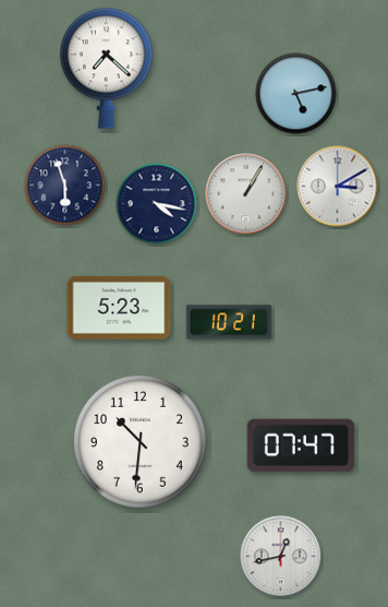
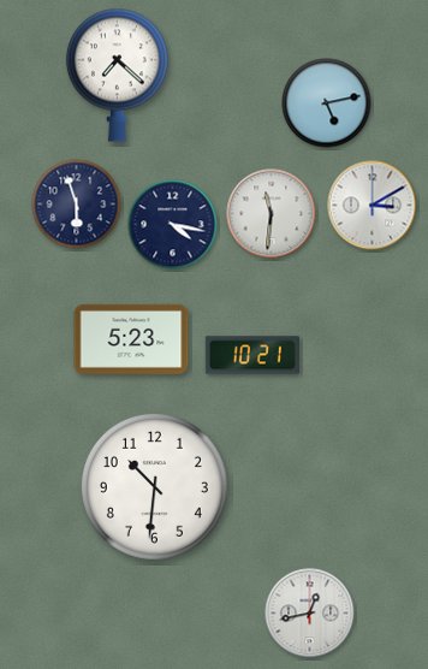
clock at (65, 186) position: (65, 186) -> (77, 205)
clock at (246, 194): 1:05 -> 11:31
clock at (301, 445): 07:47 -> none
